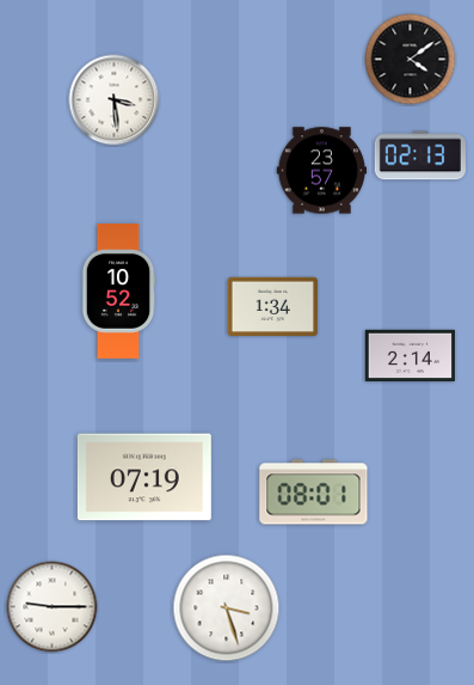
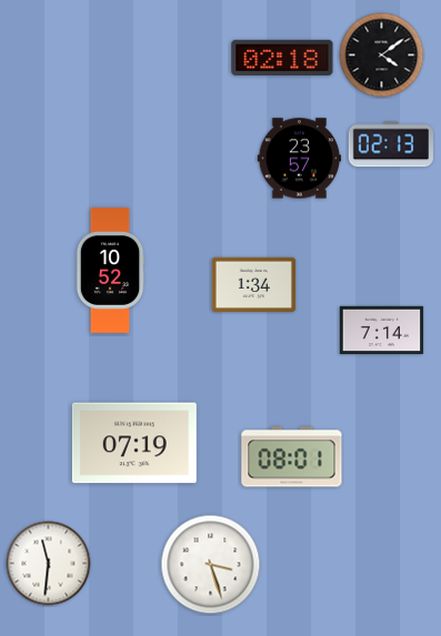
clock at (282, 58): none -> 02:18
clock at (115, 100): 3:29 -> none
clock at (411, 355): 2:14 -> 7:14
clock at (53, 607): 9:15 -> 11:31
